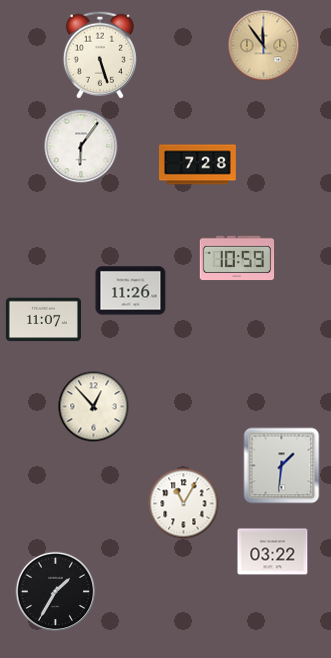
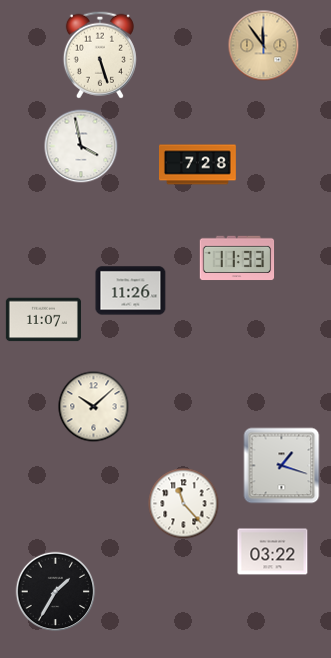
clock at (81, 146): 6:06 -> 3:58
clock at (237, 258): 10:59 -> 11:33
clock at (94, 407): 12:53 -> 10:08
clock at (282, 466): 1:31 -> 1:18
clock at (184, 504): 11:05 -> 11:23
